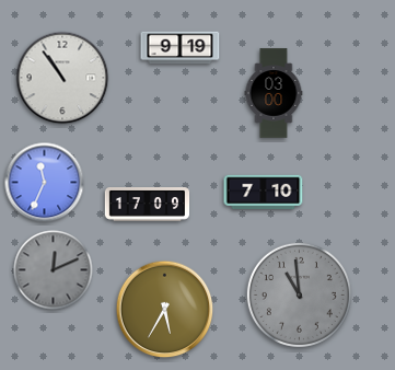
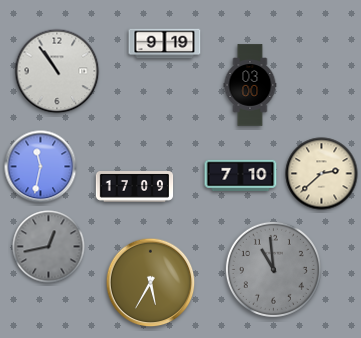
clock at (45, 183): 11:34 -> 11:32
clock at (322, 174): none -> 2:38
clock at (54, 270): 12:11 -> 12:43
